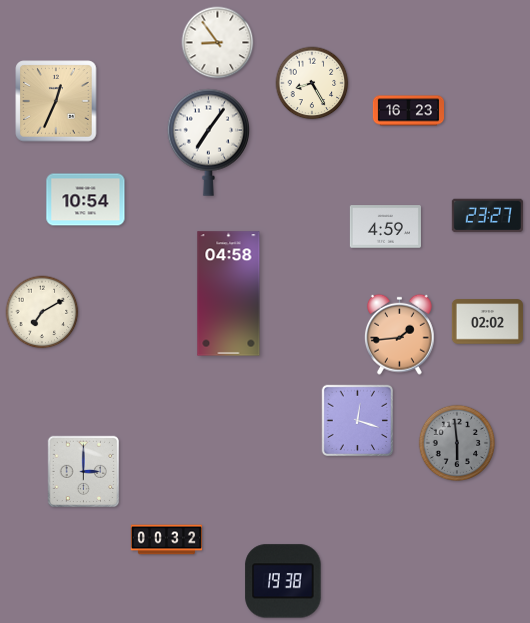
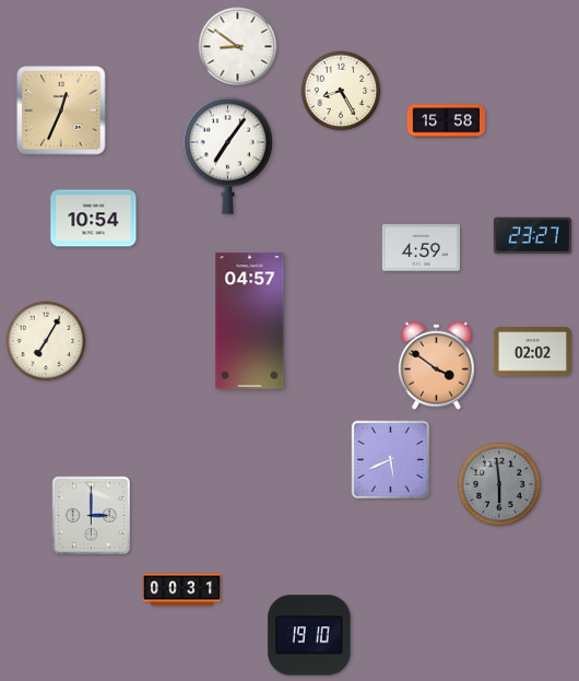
clock at (218, 43): 8:54 -> 8:51
clock at (408, 111): 16:23 -> 15:58
clock at (229, 294): 04:58 -> 04:57
clock at (42, 312): 7:10 -> 7:05
clock at (400, 334): 1:44 -> 3:51
clock at (358, 421): 12:18 -> 5:41
clock at (166, 540): 00:32 -> 00:31
clock at (283, 581): 19:38 -> 19:10
